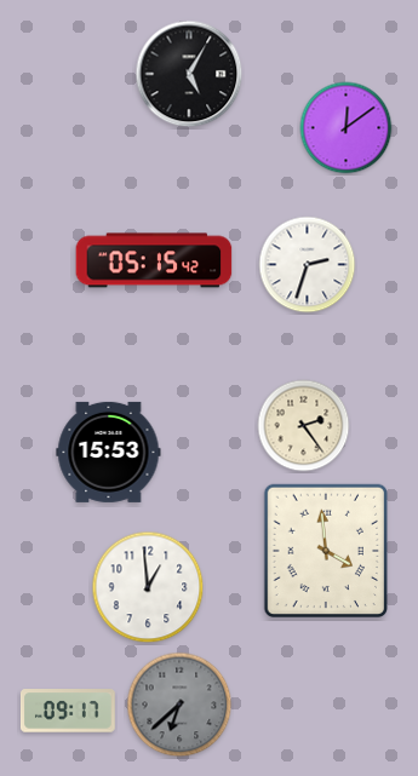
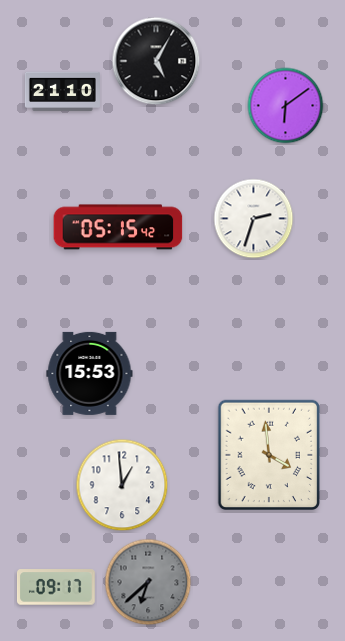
clock at (62, 91): none -> 21:10
clock at (347, 128): 12:09 -> 6:09
clock at (154, 260) position: (154, 260) -> (118, 227)
clock at (304, 426): 2:24 -> none
